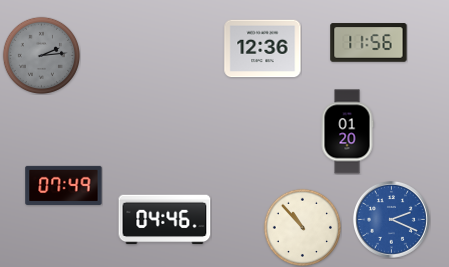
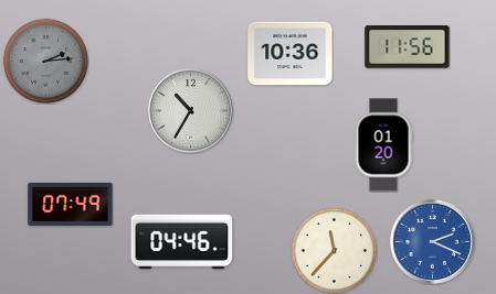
clock at (263, 49): 12:36 -> 10:36
clock at (190, 110): none -> 10:35
clock at (302, 227): 10:53 -> 11:37
